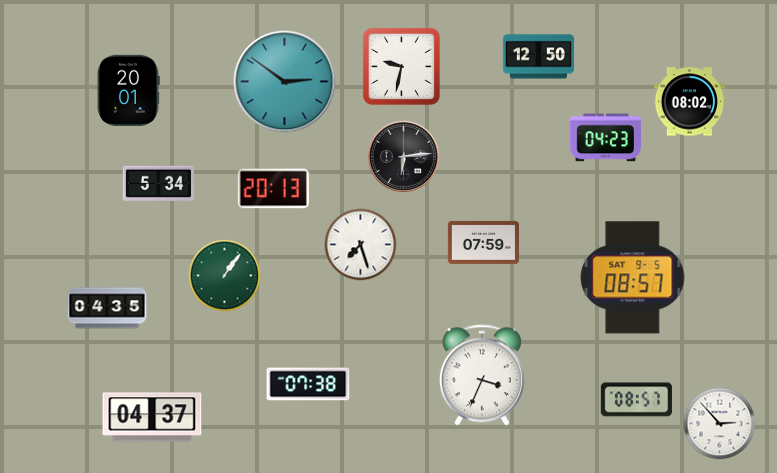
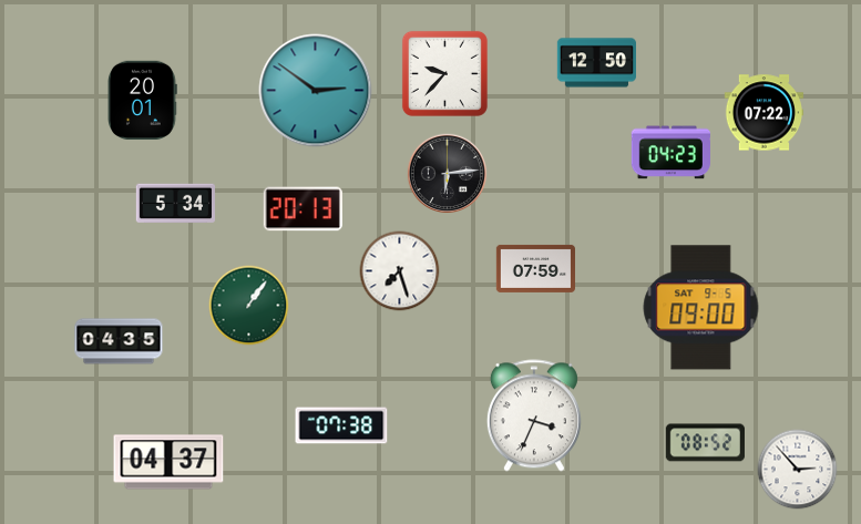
clock at (401, 66): 9:32 -> 9:37
clock at (689, 102): 08:02 -> 07:22
clock at (633, 278): 08:57 -> 09:00
clock at (636, 400): 08:57 -> 08:52
